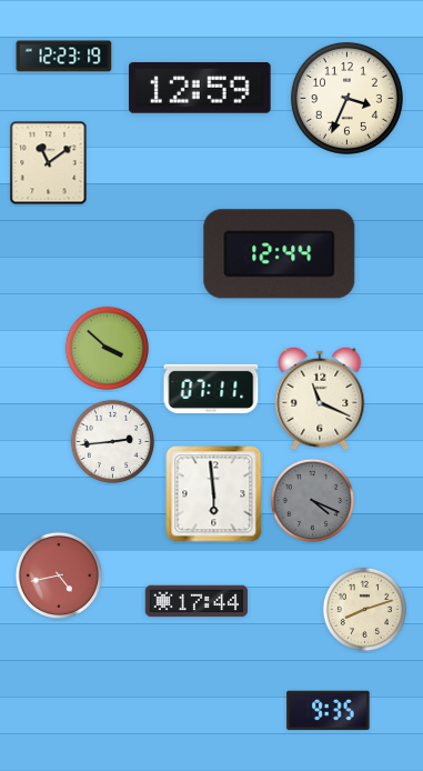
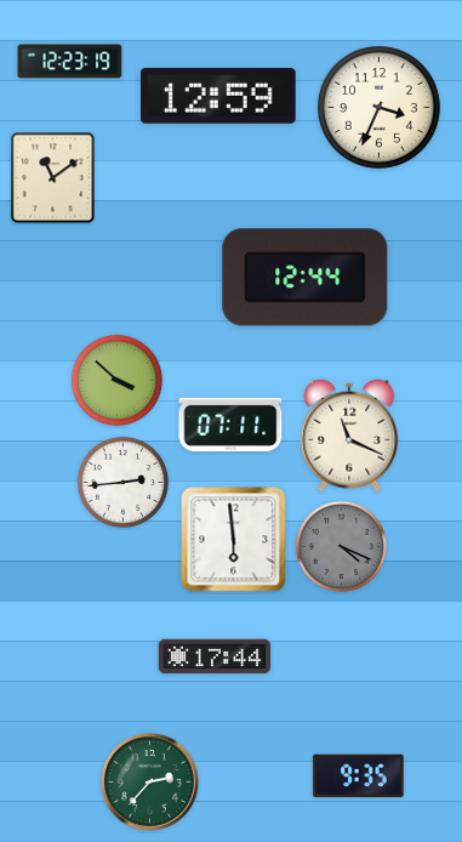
clock at (58, 574): 4:43 -> none
clock at (364, 609): 8:12 -> none
clock at (149, 781): none -> 2:37
